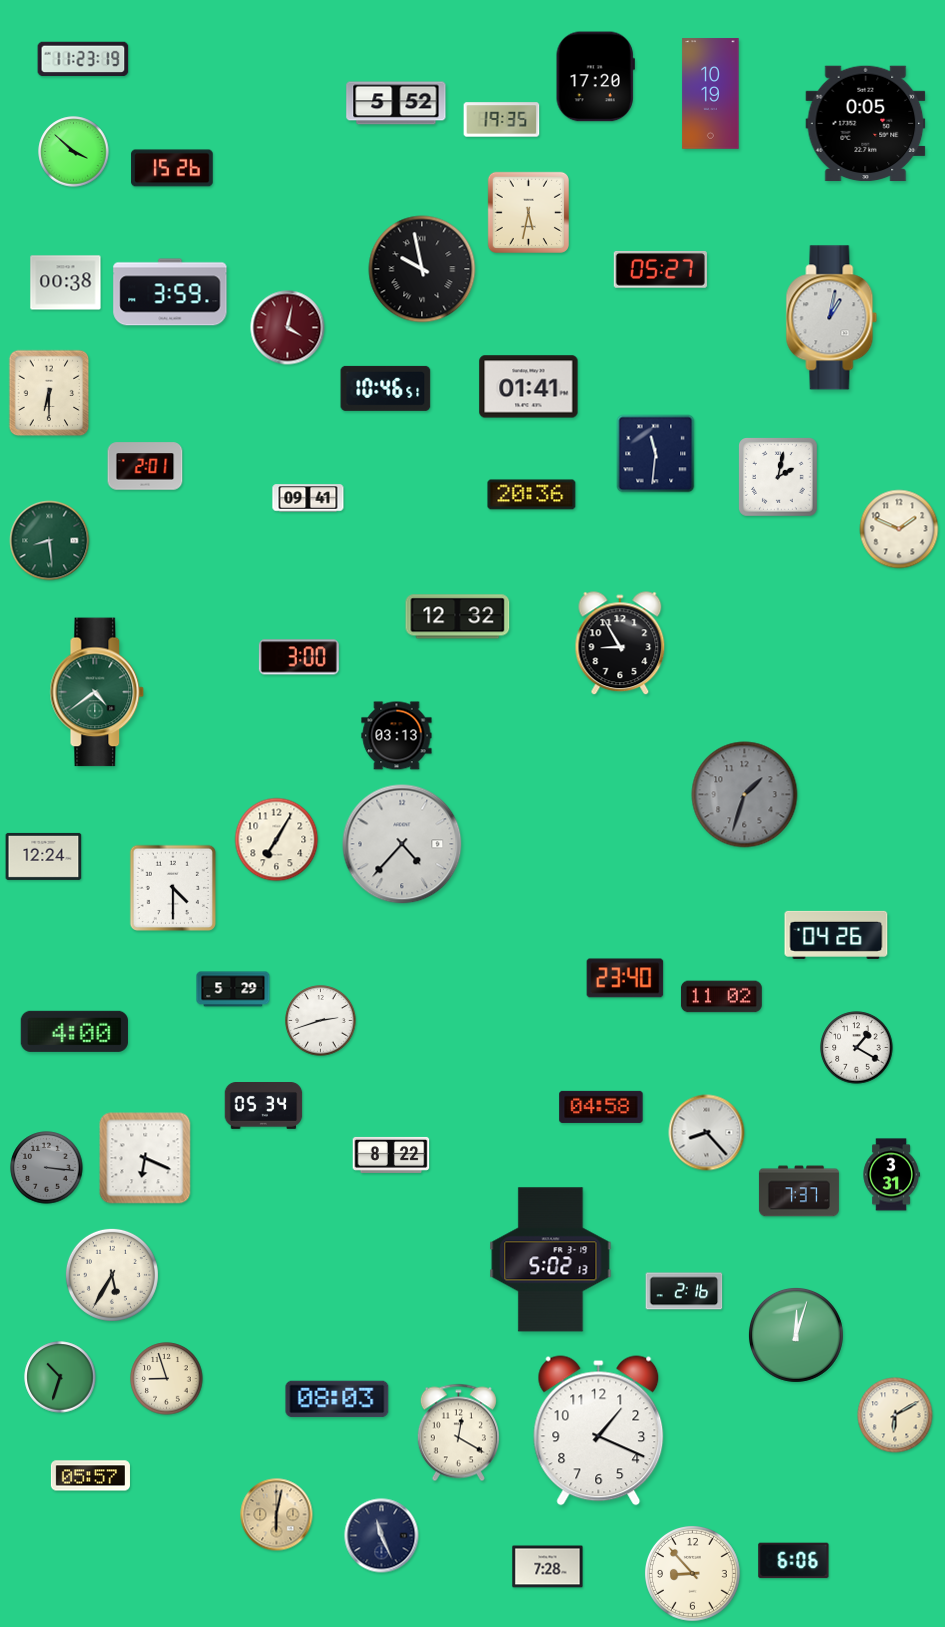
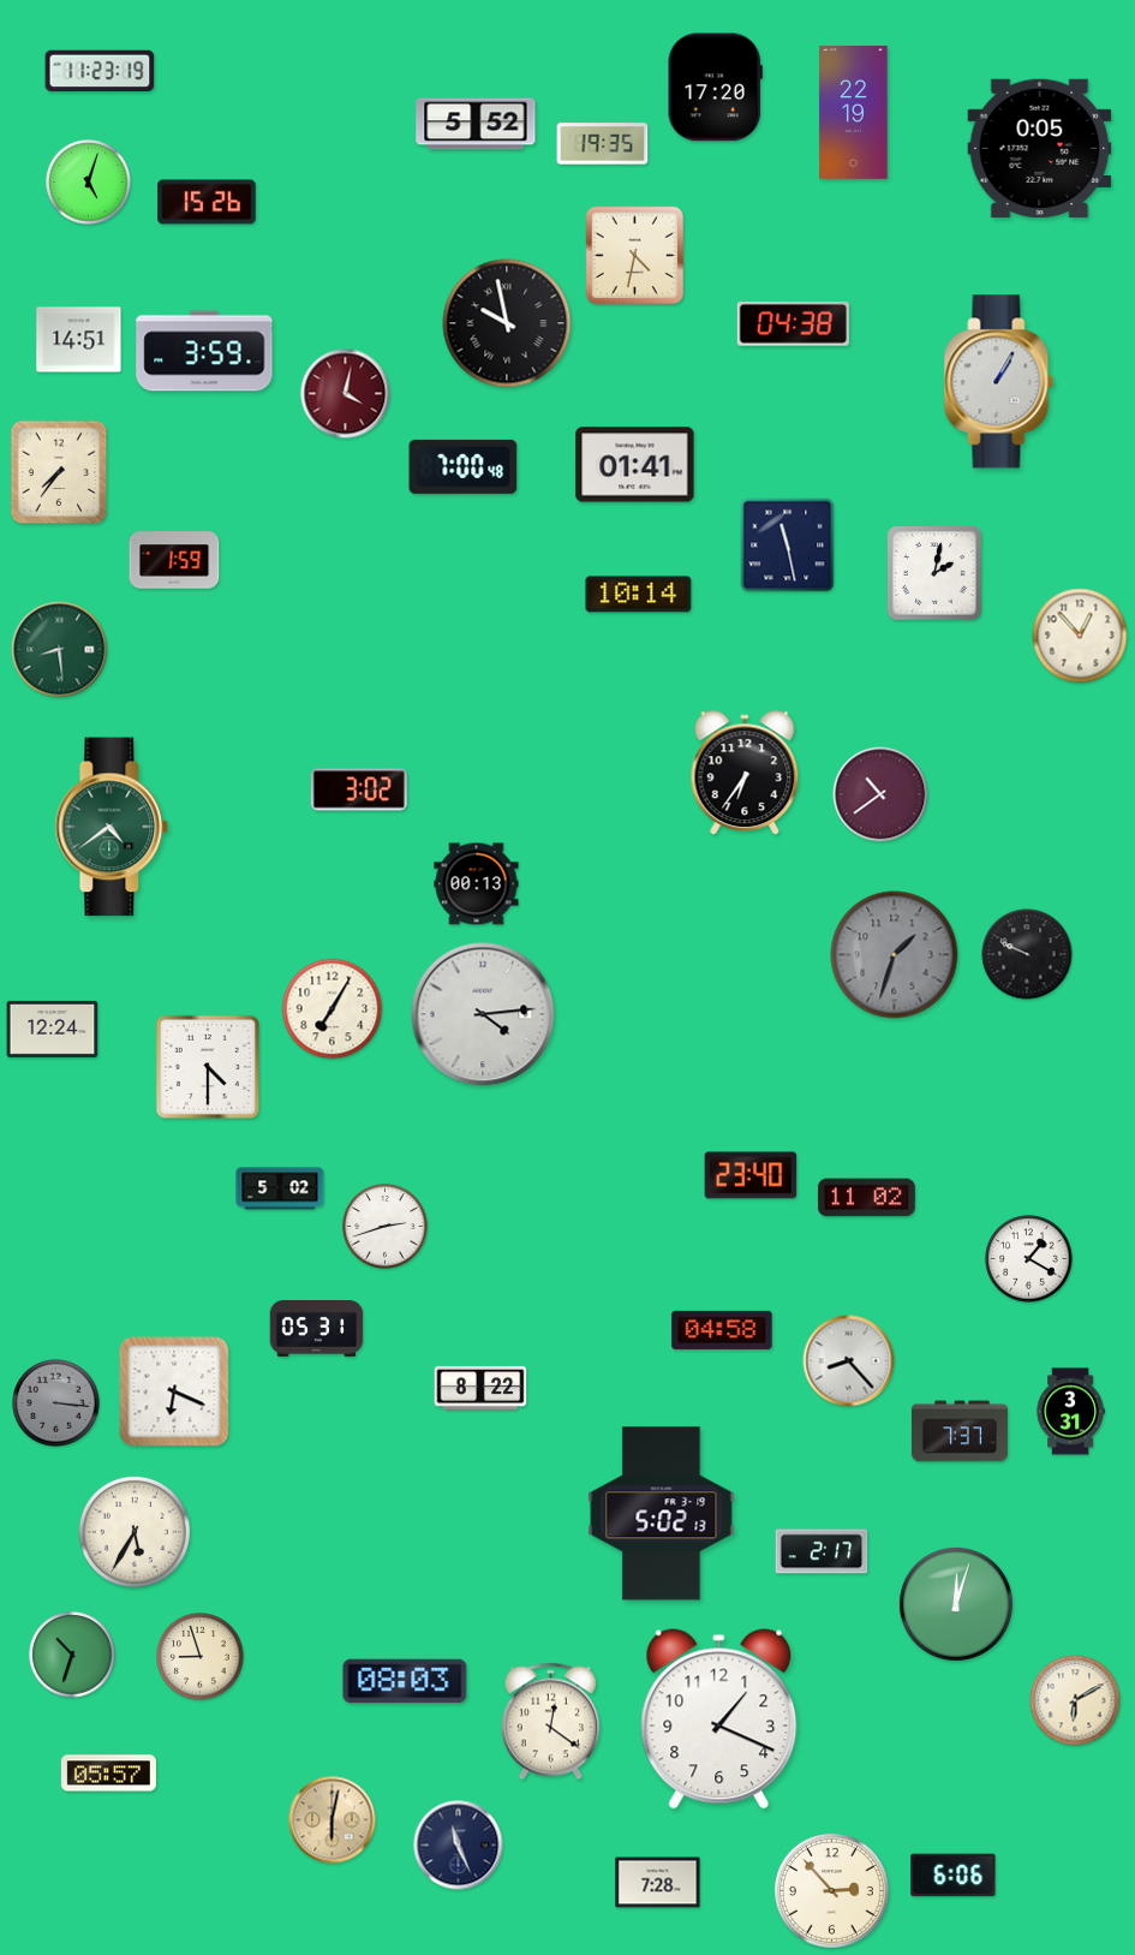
clock at (595, 77) position: (595, 77) -> (715, 88)
clock at (711, 94): 10:19 -> 22:19
clock at (74, 152): 3:52 -> 5:03
clock at (528, 212): 5:32 -> 4:32
clock at (660, 270): 05:27 -> 04:38
clock at (66, 283): 00:38 -> 14:51
clock at (832, 318): 1:02 -> 1:05
clock at (386, 388): 10:46 -> 7:00
clock at (49, 393): 6:30 -> 7:36
clock at (656, 454): 11:31 -> 11:28
clock at (145, 466): 2:01 -> 1:59
clock at (532, 495): 20:36 -> 10:14
clock at (308, 498): 09:41 -> none
clock at (899, 529): 1:49 -> 12:53
clock at (458, 617): 12:32 -> none
clock at (620, 644): 8:55 -> 6:36
clock at (299, 657): 3:00 -> 3:02
clock at (880, 794): none -> 10:39
clock at (97, 692) position: (97, 692) -> (112, 827)
clock at (397, 736): 03:13 -> 00:13
clock at (1027, 954): none -> 9:49
clock at (402, 844): 4:37 -> 4:14
clock at (836, 935): 04:26 -> none
clock at (233, 989): 5:29 -> 5:02
clock at (74, 1031): 4:00 -> none
clock at (264, 1106): 05:34 -> 05:31
clock at (391, 1155) position: (391, 1155) -> (480, 1388)
clock at (684, 1291): 2:16 -> 2:17
clock at (458, 1433): 12:20 -> 12:21
clock at (693, 1574): 8:53 -> 2:53
